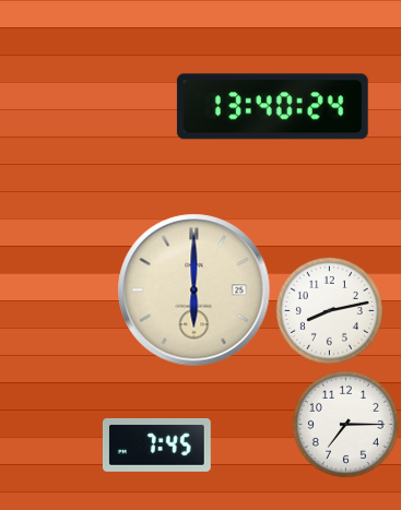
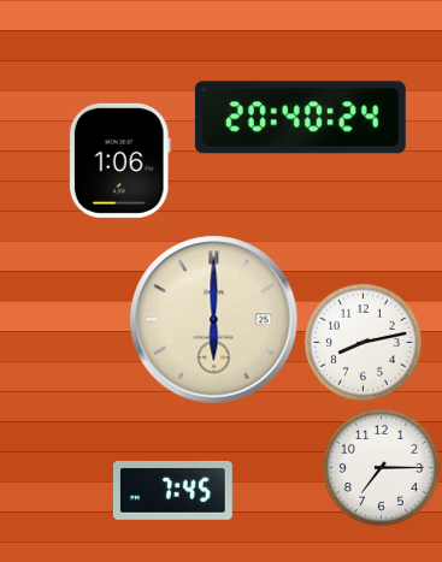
clock at (272, 107): 13:40 -> 20:40
clock at (119, 160): none -> 1:06
